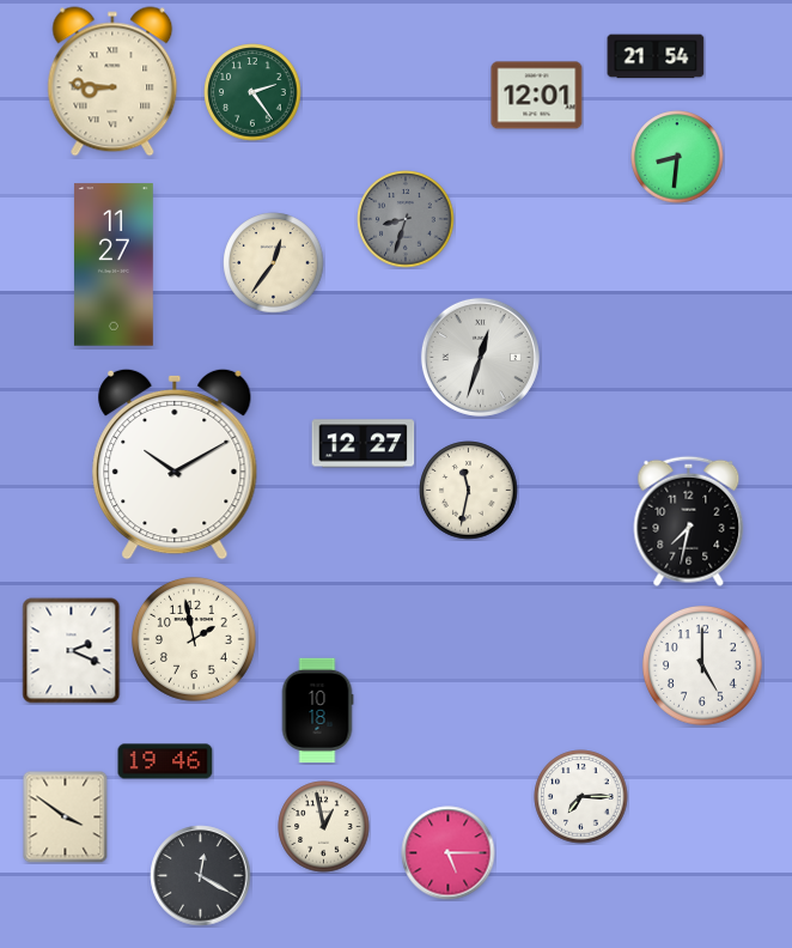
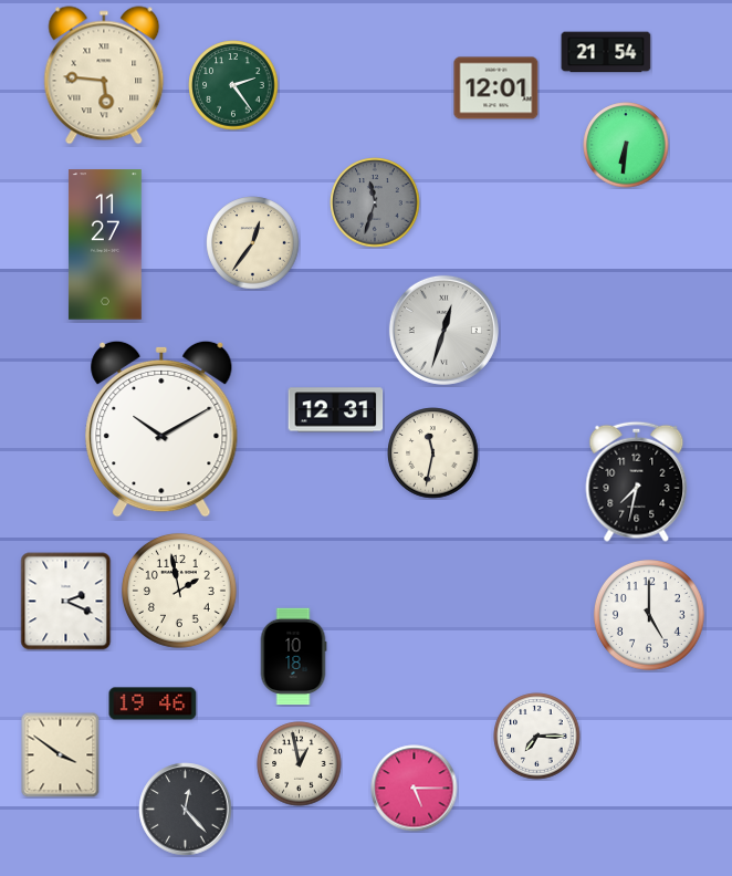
clock at (112, 81): 8:46 -> 5:46
clock at (677, 157): 8:31 -> 6:31
clock at (406, 219): 8:33 -> 11:33
clock at (364, 444): 12:27 -> 12:31
clock at (201, 876): 12:20 -> 12:23
